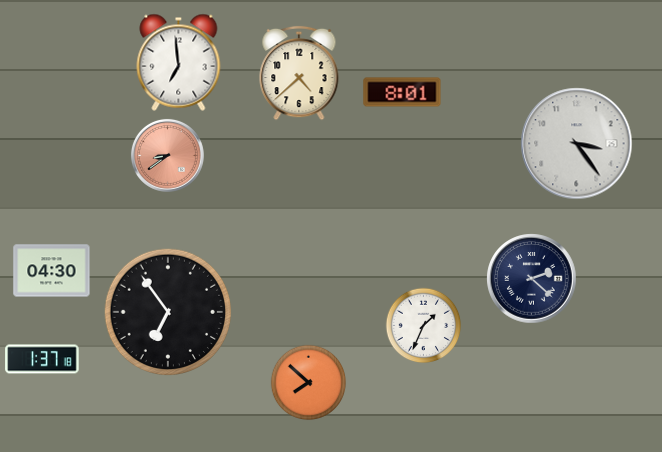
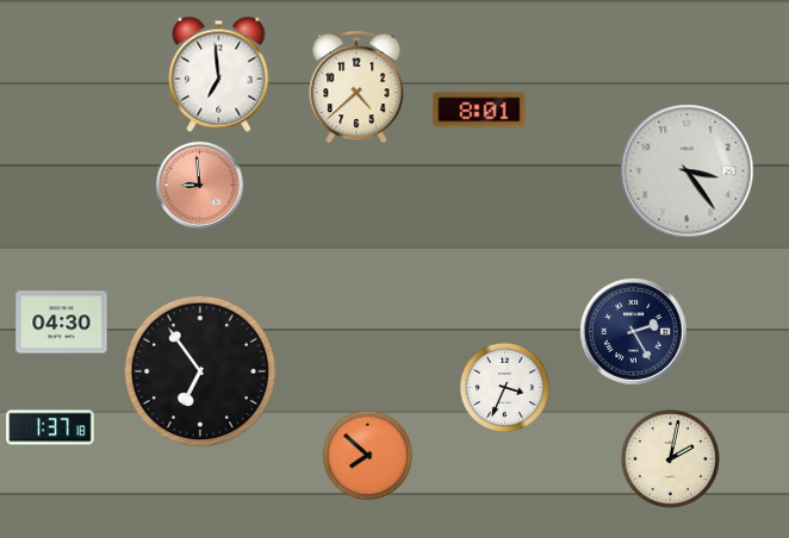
clock at (179, 62) position: (179, 62) -> (219, 74)
clock at (167, 155): 8:39 -> 8:59
clock at (532, 279): 2:22 -> 2:25
clock at (424, 326): 1:34 -> 3:34
clock at (670, 458): none -> 2:02
